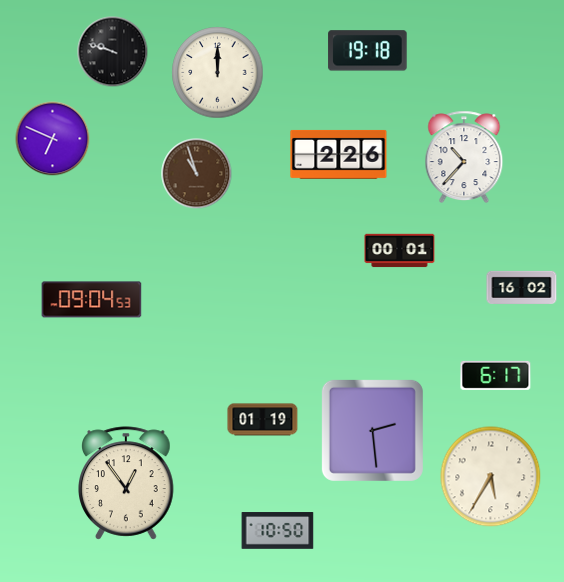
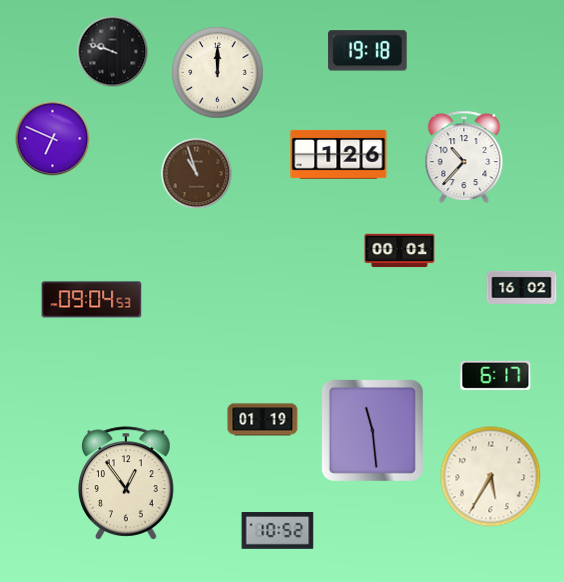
clock at (339, 154): 2:26 -> 1:26
clock at (372, 430): 2:29 -> 11:29
clock at (278, 531): 10:50 -> 10:52
